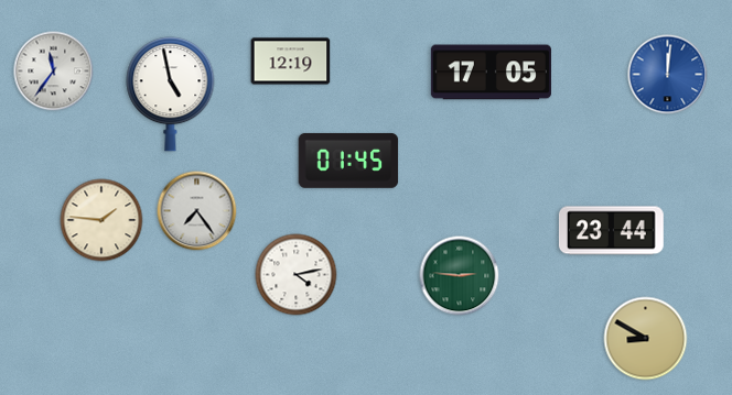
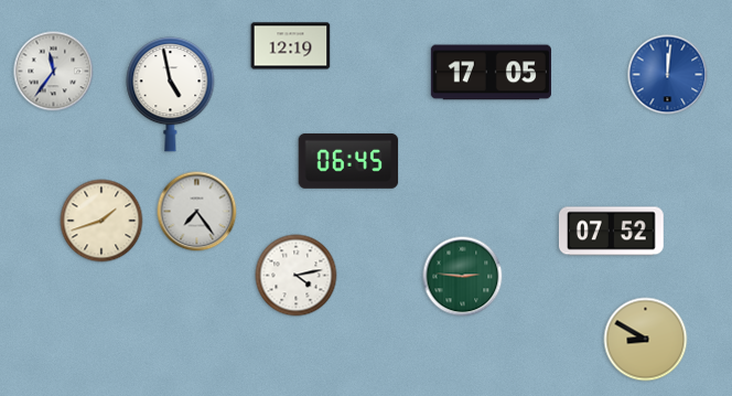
clock at (291, 62) position: (291, 62) -> (291, 46)
clock at (348, 161): 01:45 -> 06:45
clock at (101, 220): 1:46 -> 1:42
clock at (611, 231): 23:44 -> 07:52
clock at (460, 276) position: (460, 276) -> (463, 277)
